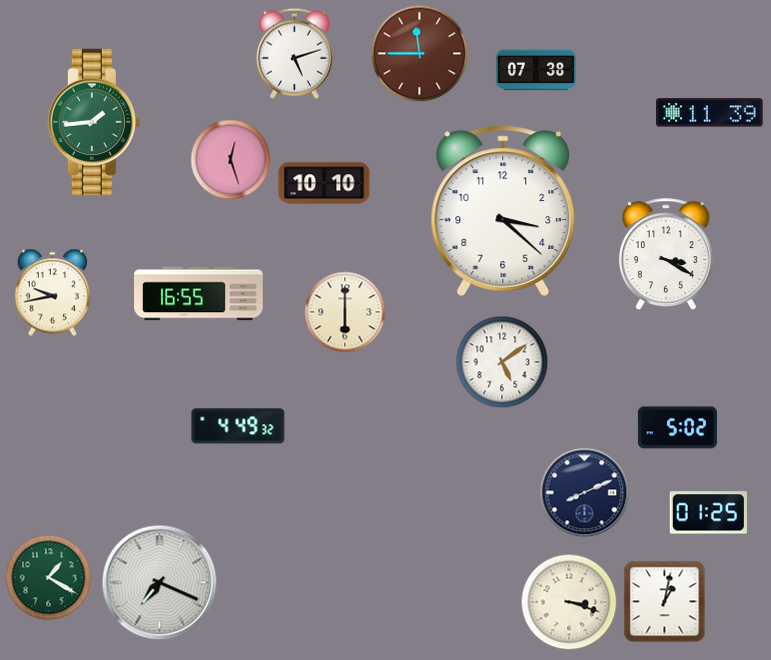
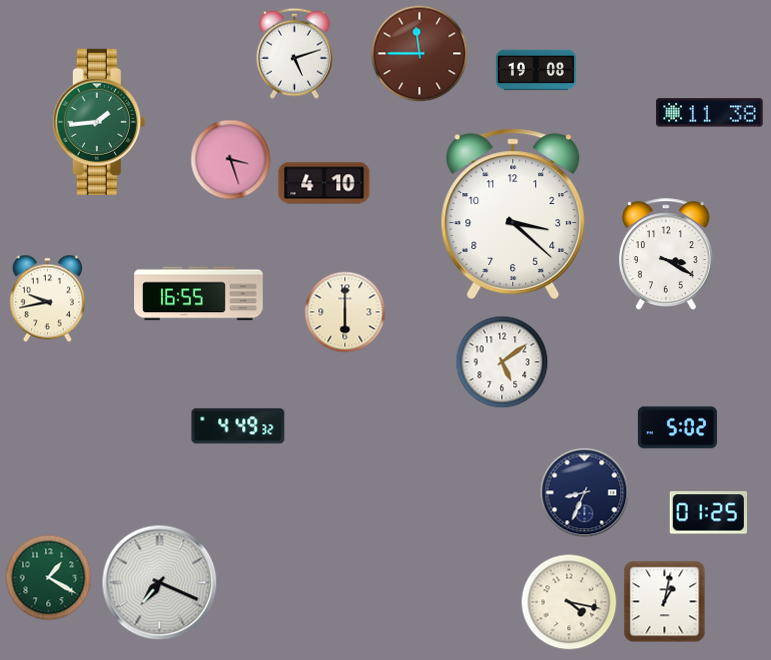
clock at (536, 70): 07:38 -> 19:08
clock at (710, 113): 11:39 -> 11:38
clock at (94, 122) position: (94, 122) -> (99, 122)
clock at (231, 160): 12:27 -> 3:27
clock at (324, 183): 10:10 -> 4:10
clock at (503, 211) position: (503, 211) -> (513, 214)
clock at (52, 293) position: (52, 293) -> (47, 299)
clock at (585, 493): 8:11 -> 8:34
clock at (569, 602): 3:18 -> 4:17
